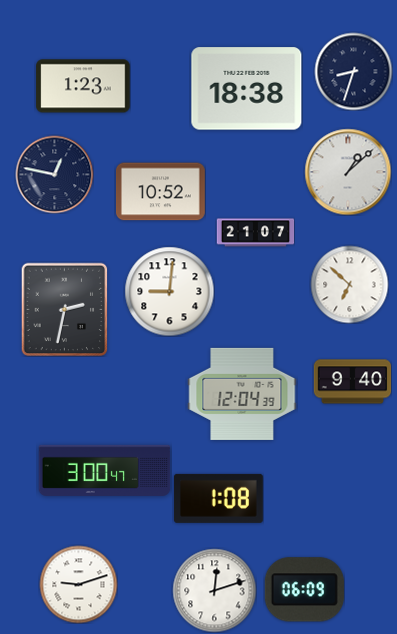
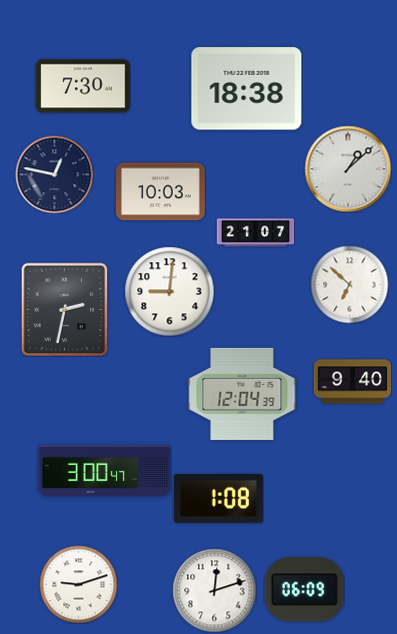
clock at (353, 71): 8:33 -> none
clock at (83, 86): 1:23 -> 7:30
clock at (348, 172) position: (348, 172) -> (348, 169)
clock at (160, 192): 10:52 -> 10:03
